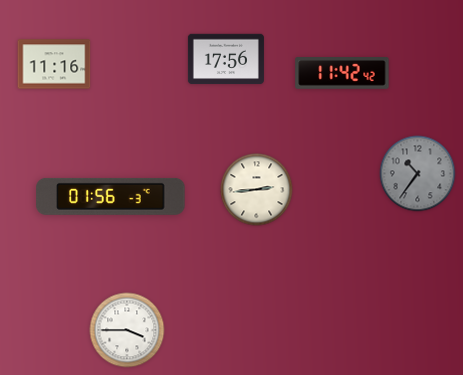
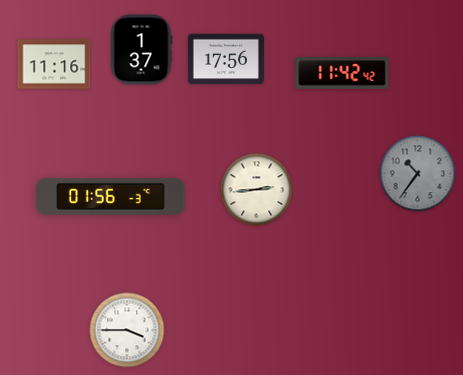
clock at (141, 50): none -> 1:37
